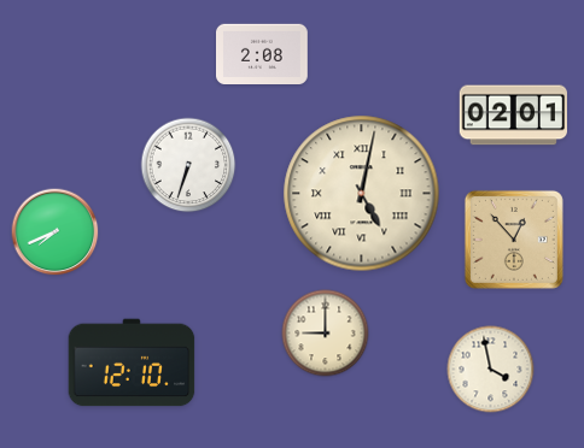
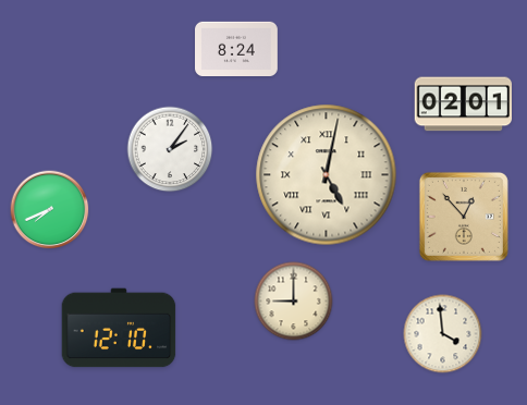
clock at (263, 53): 2:08 -> 8:24
clock at (188, 165): 6:33 -> 2:06
clock at (491, 370): 3:58 -> 3:59
